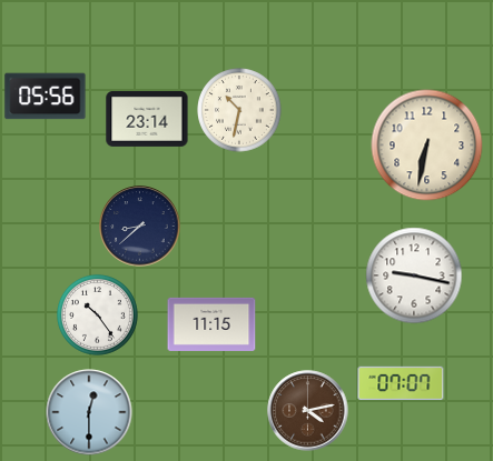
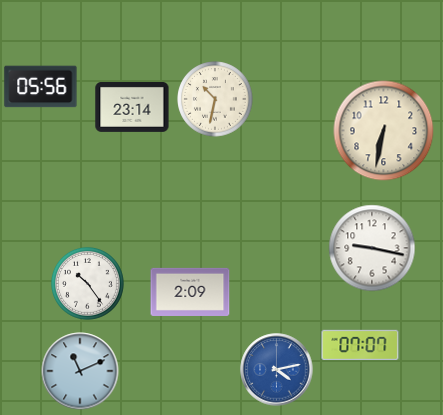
clock at (140, 227): 8:38 -> none
clock at (211, 324): 11:15 -> 2:09
clock at (308, 411) dial: brown -> blue
clock at (89, 412): 12:30 -> 11:11
